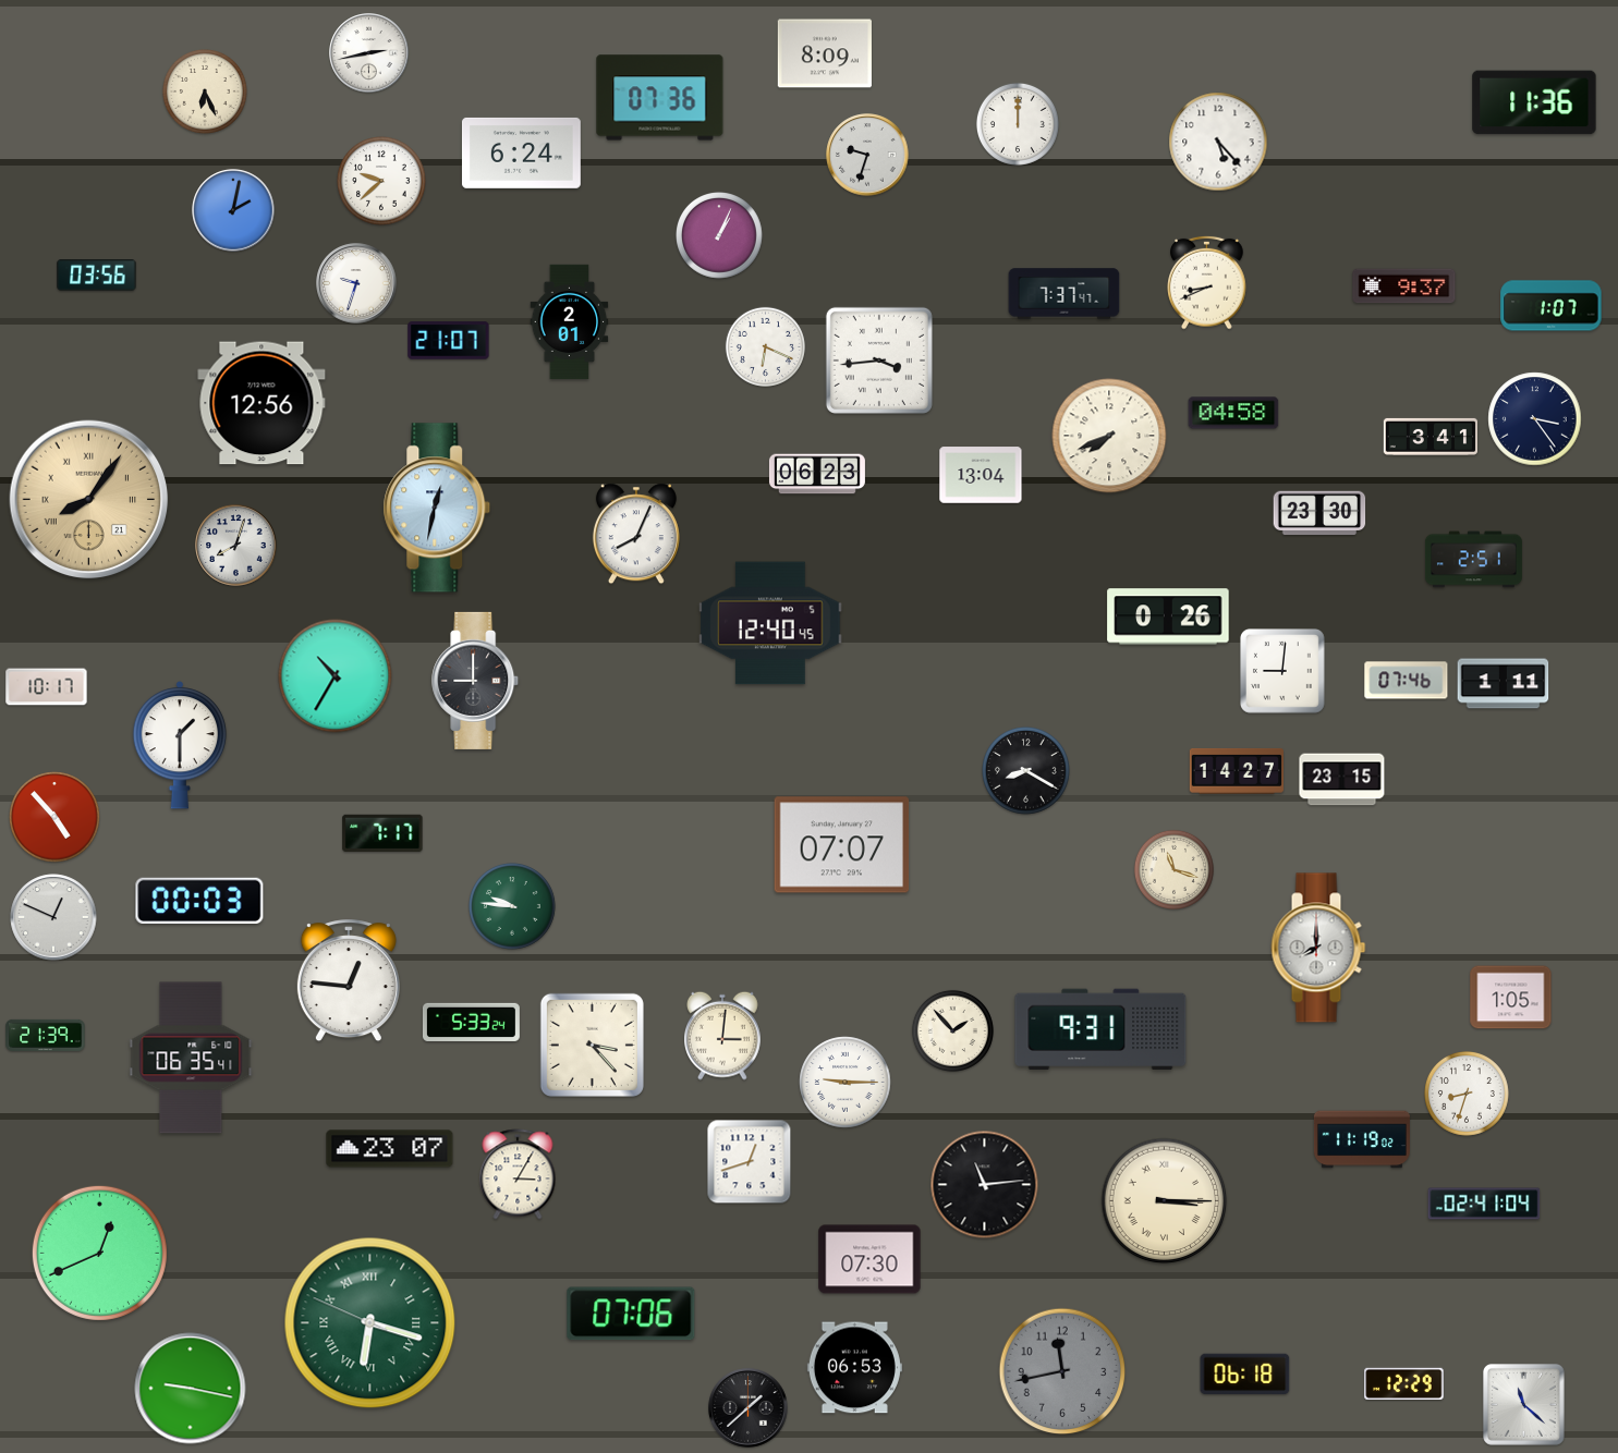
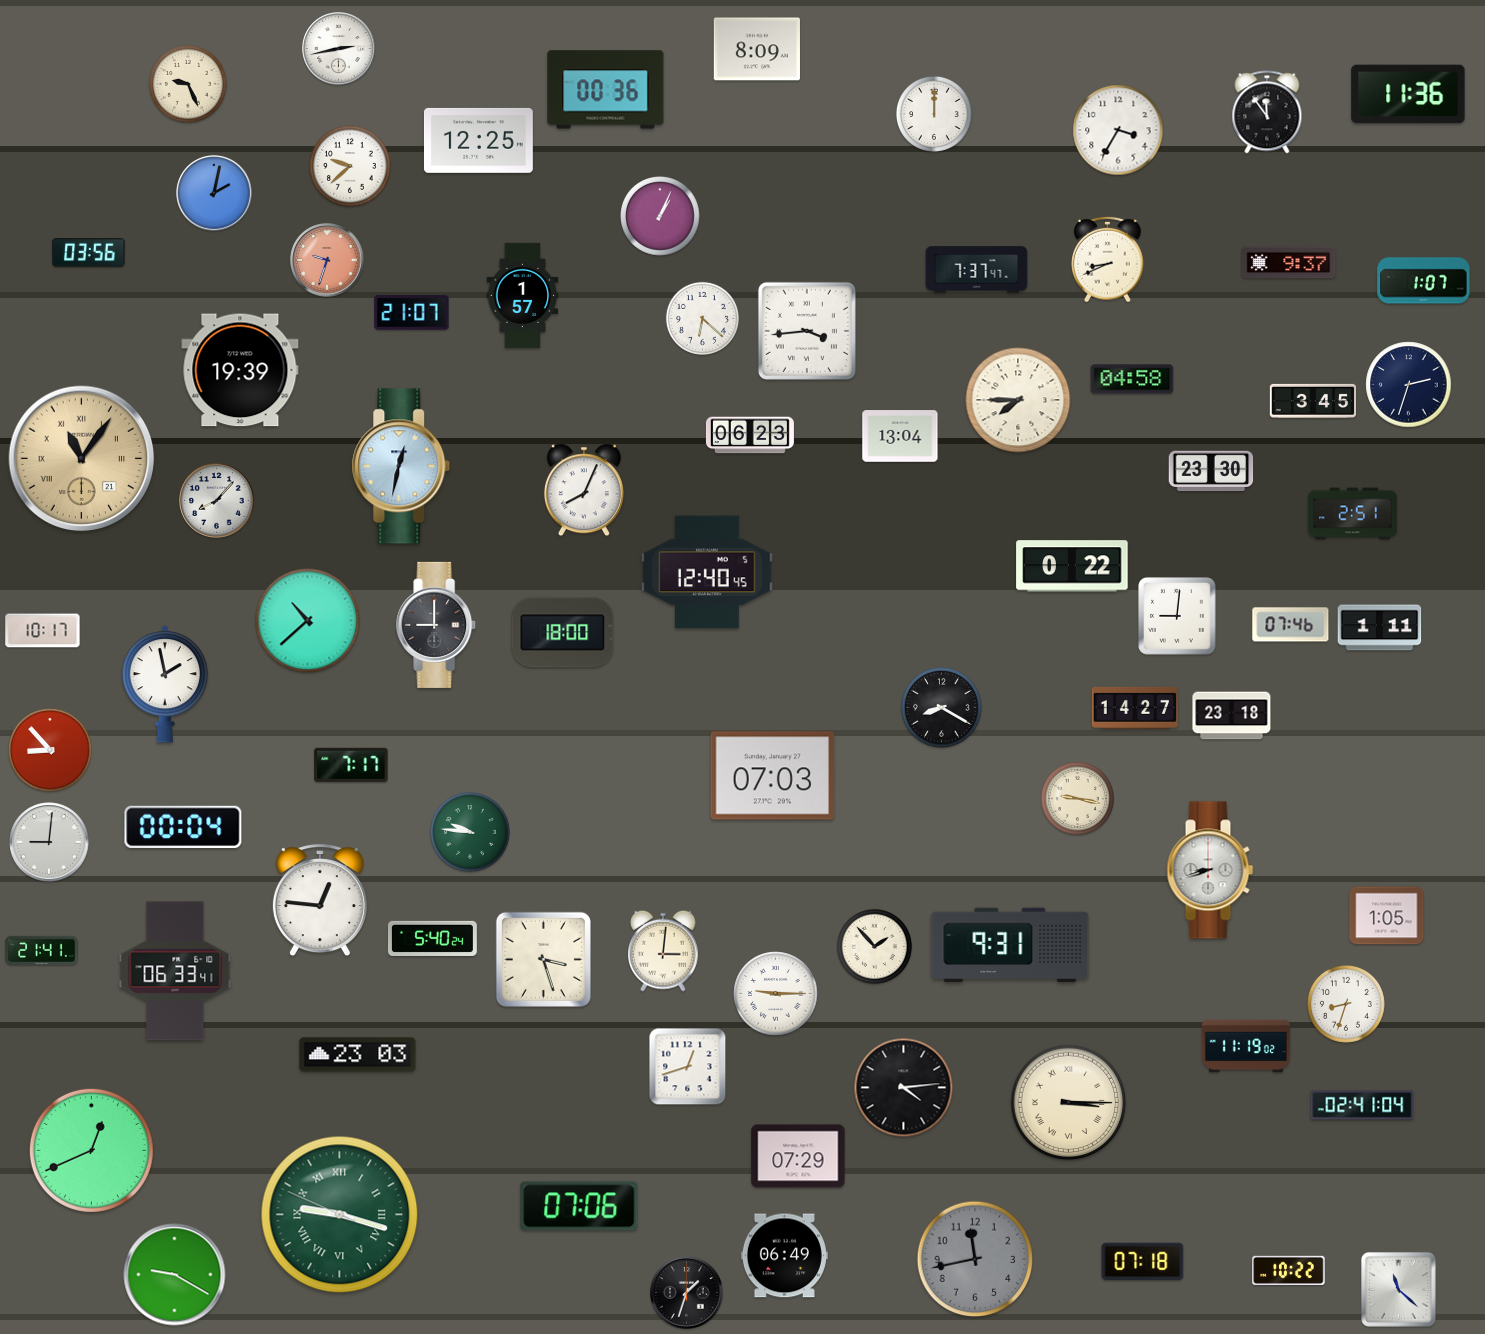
clock at (205, 91): 6:26 -> 9:26
clock at (660, 98): 07:36 -> 00:36
clock at (1267, 112): none -> 11:54
clock at (1218, 142): 5:23 -> 3:35
clock at (521, 152): 6:24 -> 12:25
clock at (867, 155): 9:33 -> none
clock at (356, 283) dial: white -> salmon
clock at (570, 322): 2:01 -> 1:57
clock at (765, 346): 6:19 -> 6:22
clock at (261, 403): 12:56 -> 19:39
clock at (1535, 419): 3:24 -> 2:33
clock at (1109, 436): 7:41 -> 7:45
clock at (1430, 437): 3:41 -> 3:45
clock at (89, 500): 8:06 -> 11:06
clock at (236, 546): 8:03 -> 8:07
clock at (1168, 616): 0:26 -> 0:22
clock at (336, 676): 10:35 -> 10:38
clock at (563, 633): none -> 18:00
clock at (180, 746): 1:30 -> 1:58
clock at (1342, 780): 23:15 -> 23:18
clock at (54, 817): 4:53 -> 8:53
clock at (842, 845): 07:07 -> 07:03
clock at (1173, 869): 11:18 -> 9:17
clock at (199, 900): 00:03 -> 00:04
clock at (53, 917): 12:49 -> 9:01
clock at (1318, 948): 8:00 -> 8:42
clock at (471, 1022): 5:33 -> 5:40
clock at (46, 1035): 21:39 -> 21:41
clock at (592, 1045): 3:23 -> 3:27
clock at (191, 1058): 06:35 -> 06:33
clock at (1362, 1139) position: (1362, 1139) -> (1246, 1046)
clock at (390, 1149): 23:07 -> 23:03
clock at (518, 1174): 3:05 -> none
clock at (985, 1185): 11:14 -> 4:14
clock at (869, 1259): 07:30 -> 07:29
clock at (370, 1323): 6:17 -> 9:17
clock at (854, 1368): 06:53 -> 06:49
clock at (1245, 1375): 06:18 -> 07:18
clock at (1404, 1383): 12:29 -> 10:22
clock at (191, 1389): 9:17 -> 9:20
clock at (749, 1408): 1:38 -> 1:33
